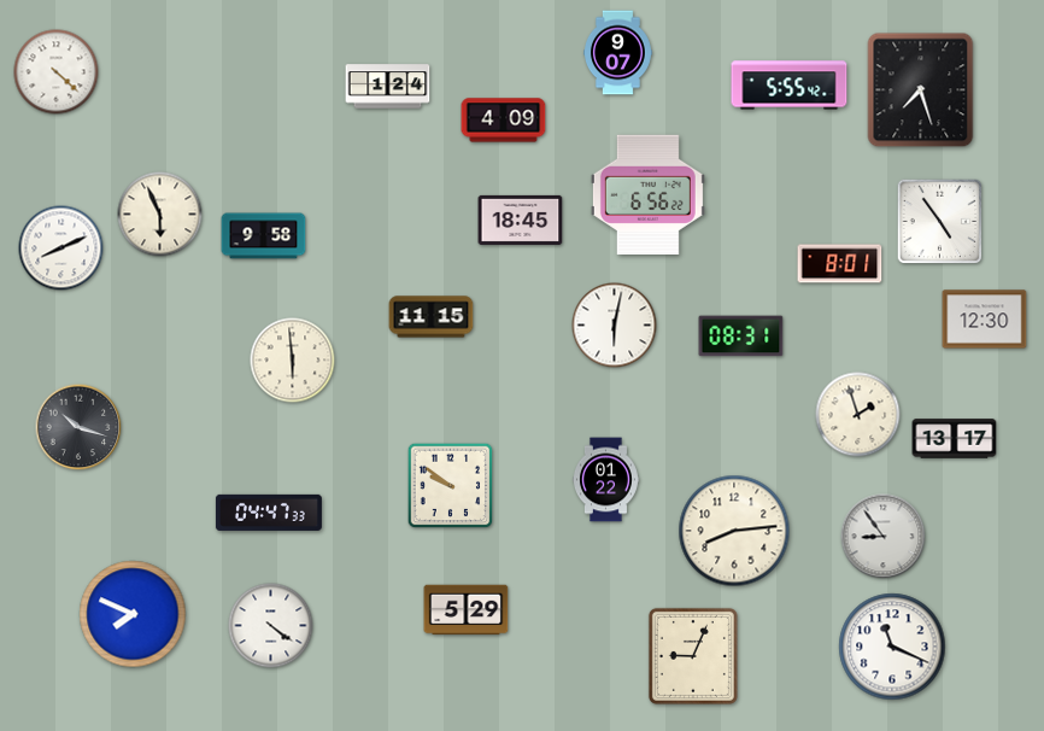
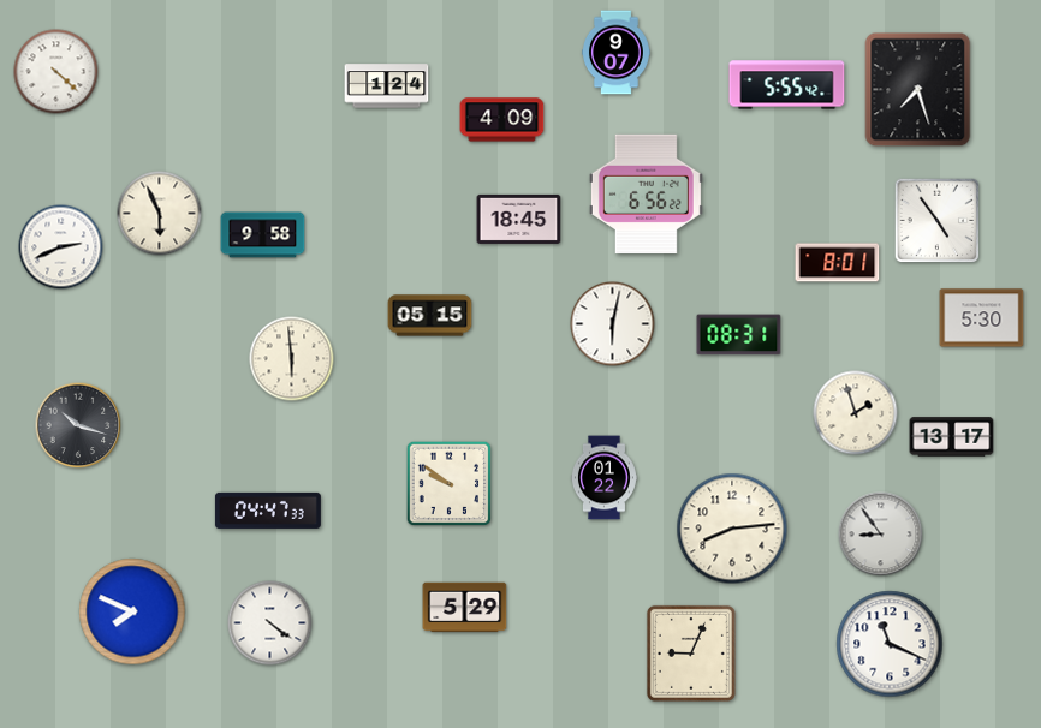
clock at (61, 248): 8:11 -> 2:41
clock at (432, 317): 11:15 -> 05:15
clock at (985, 320): 12:30 -> 5:30
